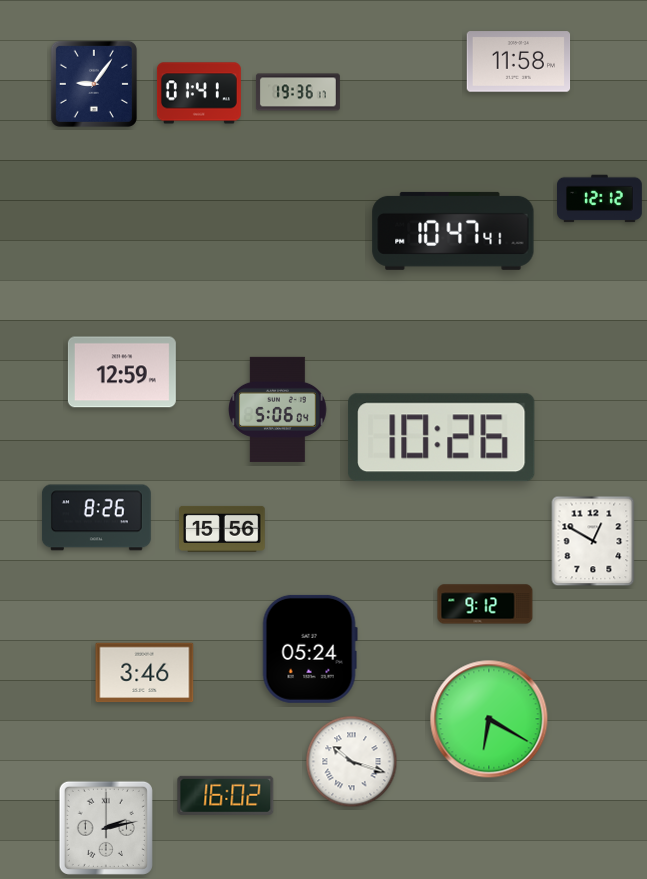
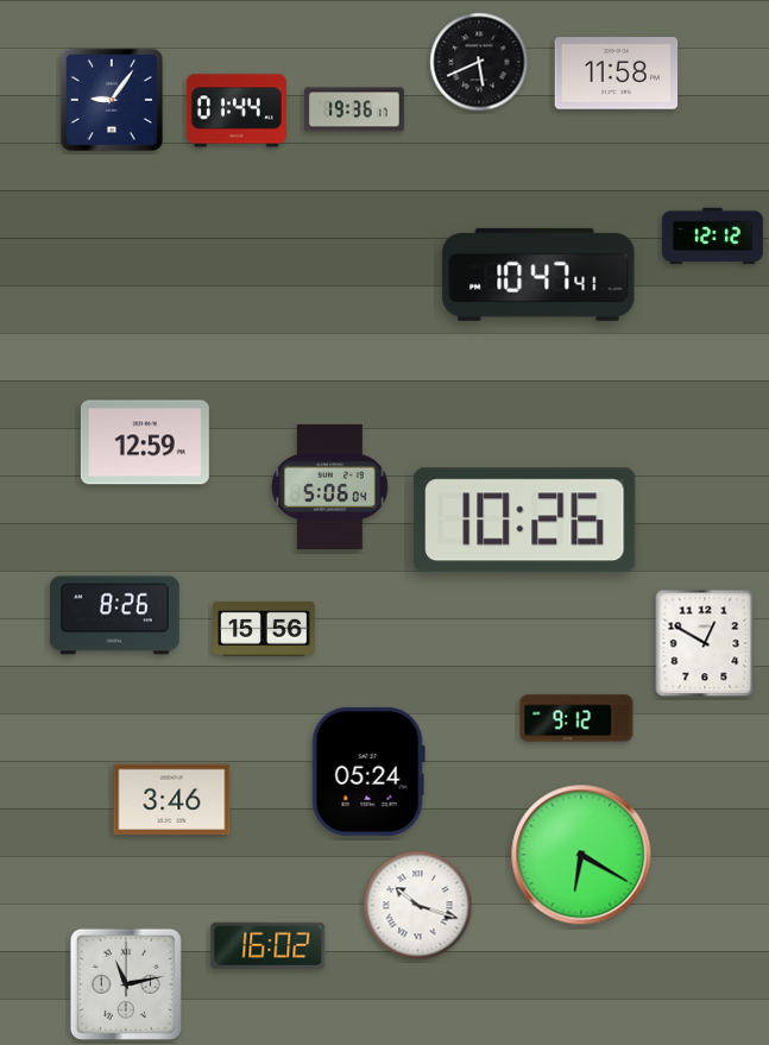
clock at (479, 62): none -> 5:41
clock at (199, 93): 01:41 -> 01:44
clock at (106, 828): 2:13 -> 11:13
